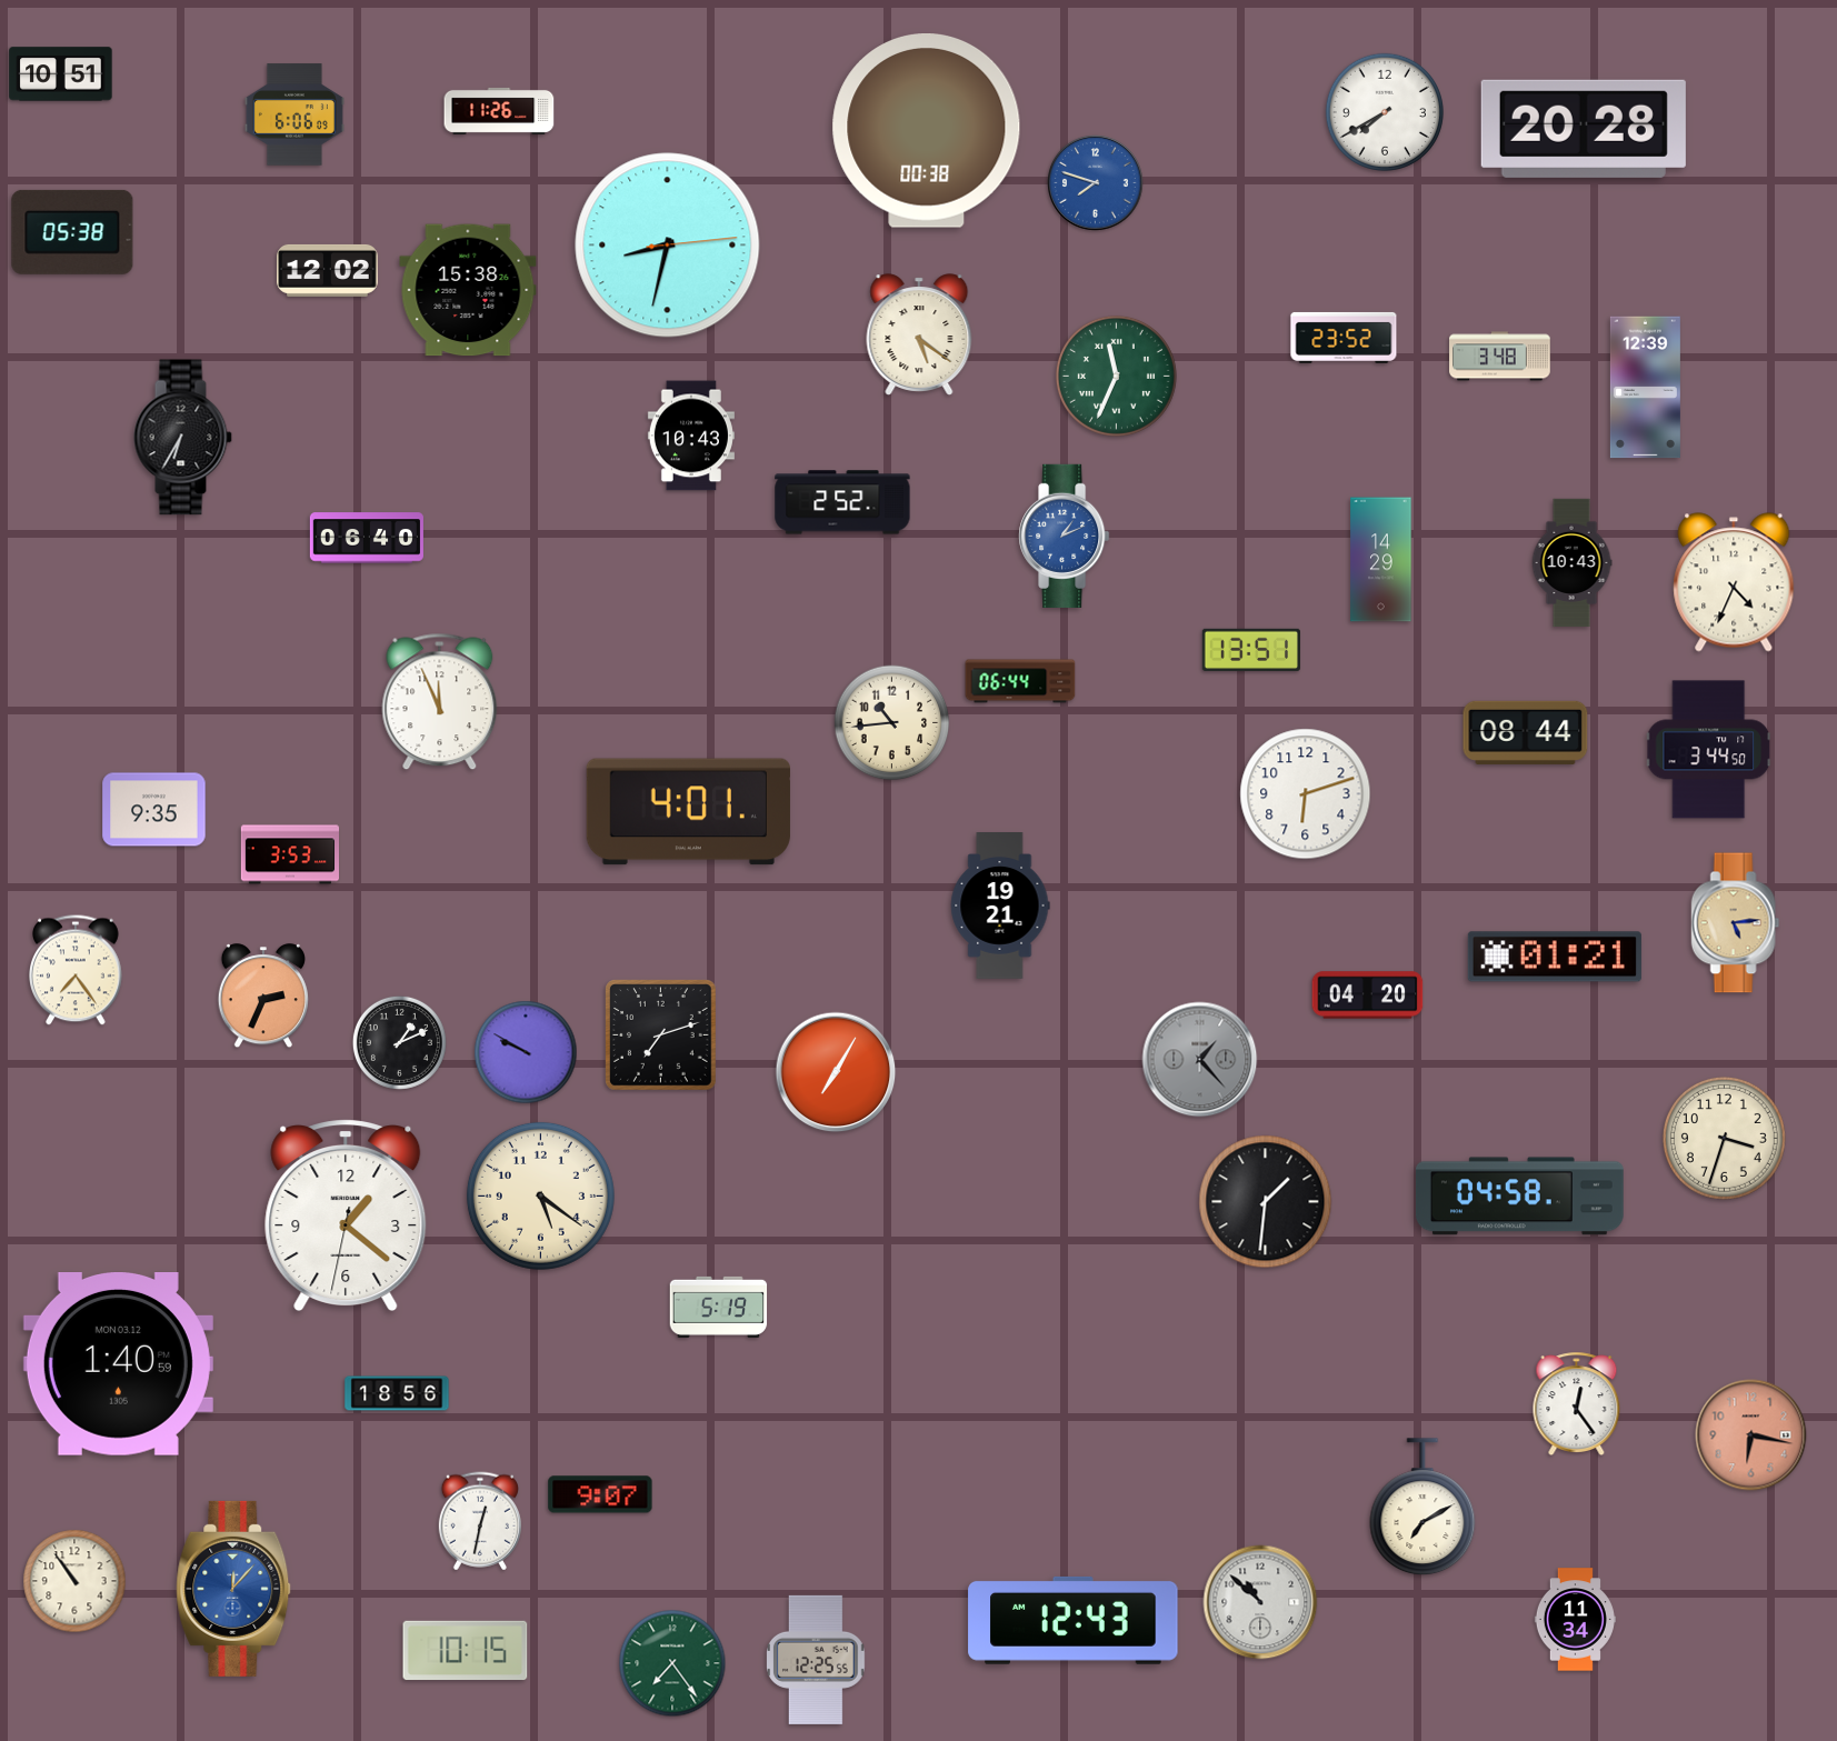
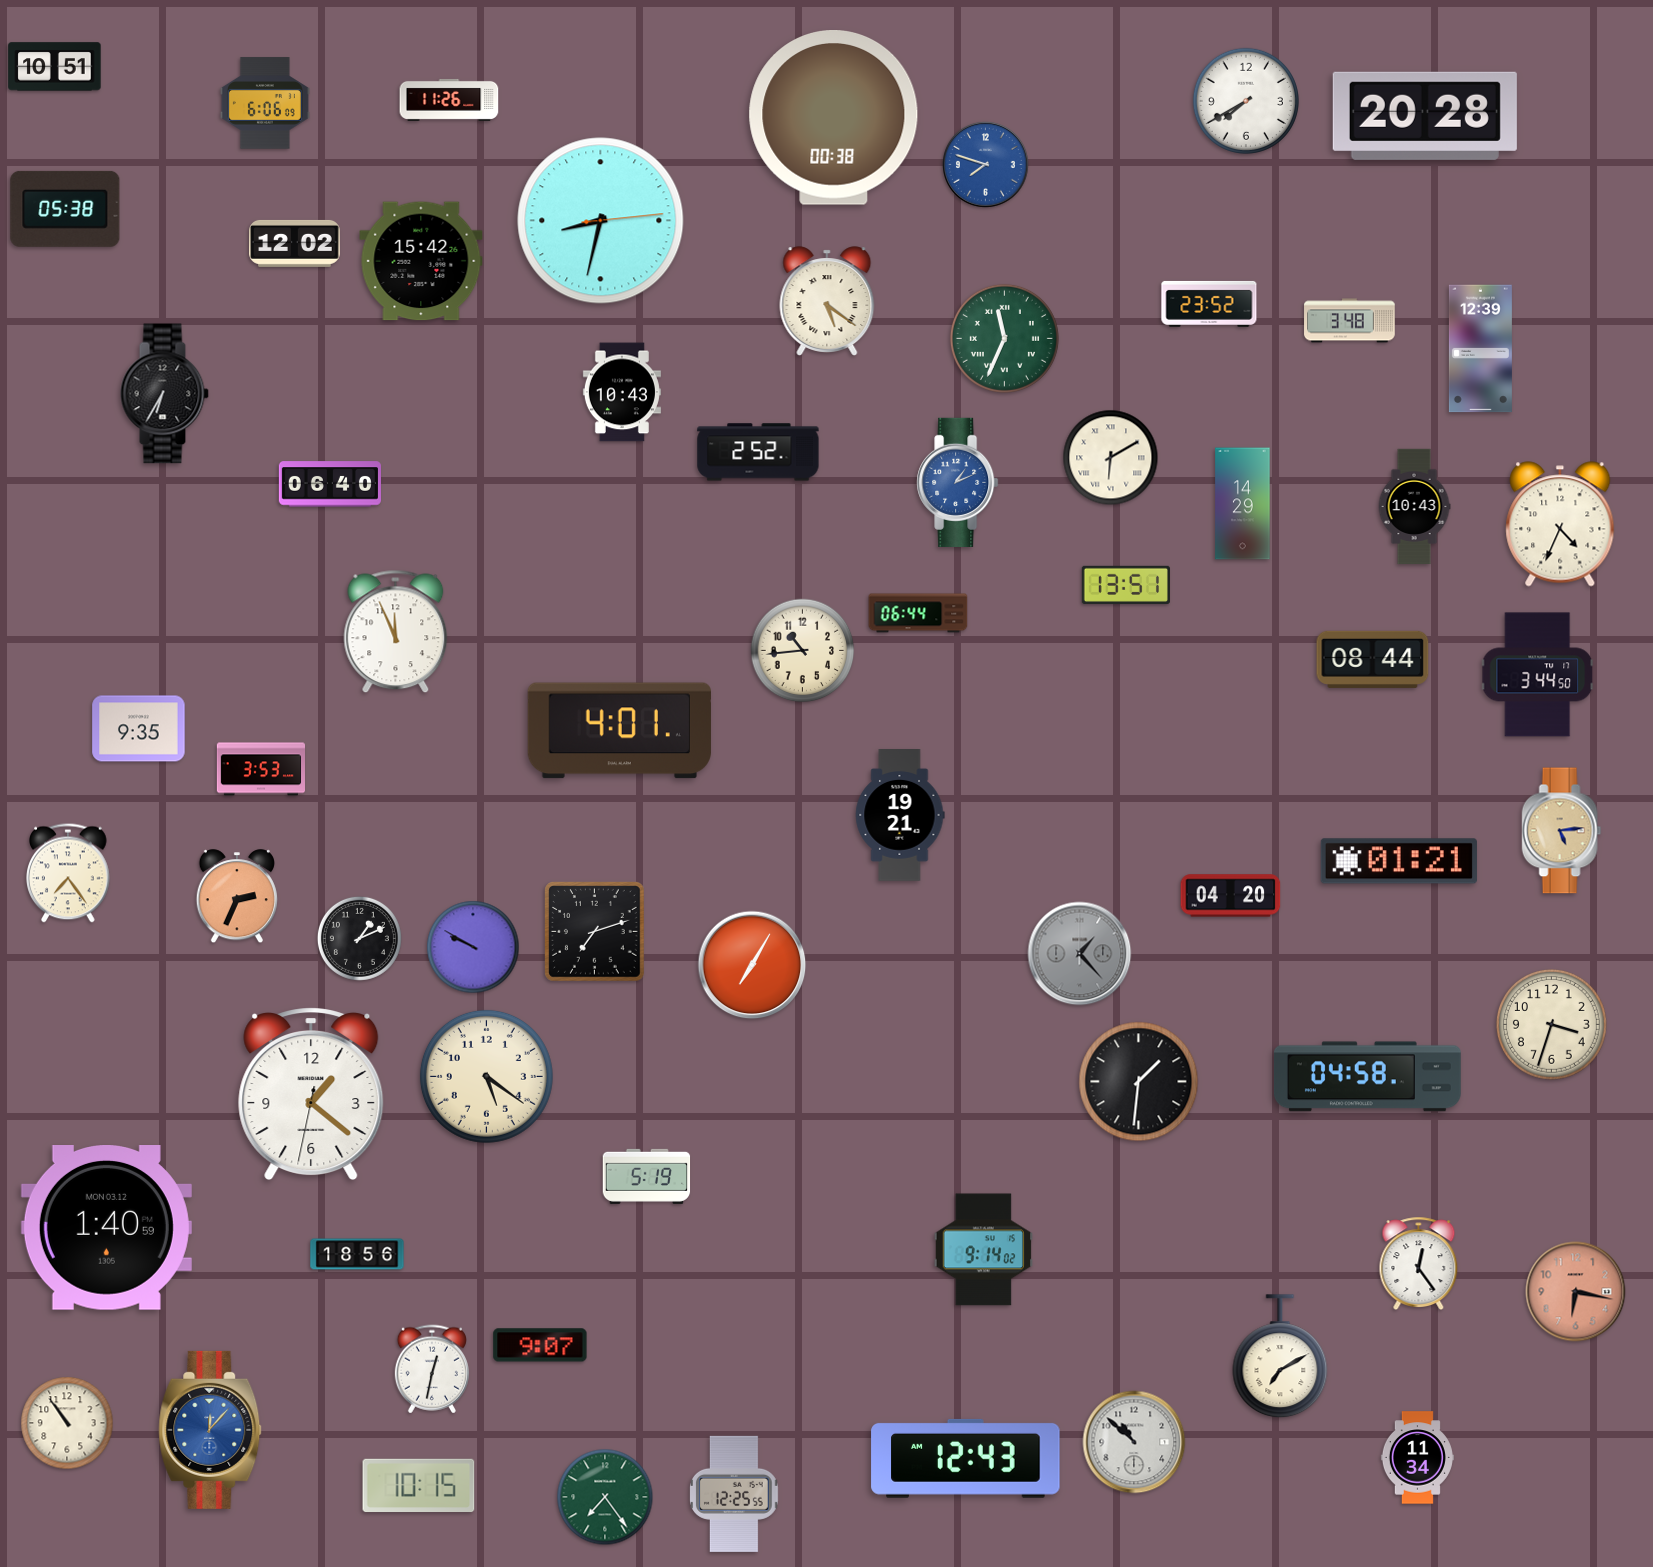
clock at (468, 290): 15:38 -> 15:42
clock at (1111, 458): none -> 6:10
clock at (1306, 794): 6:12 -> none
clock at (983, 1250): none -> 9:14
